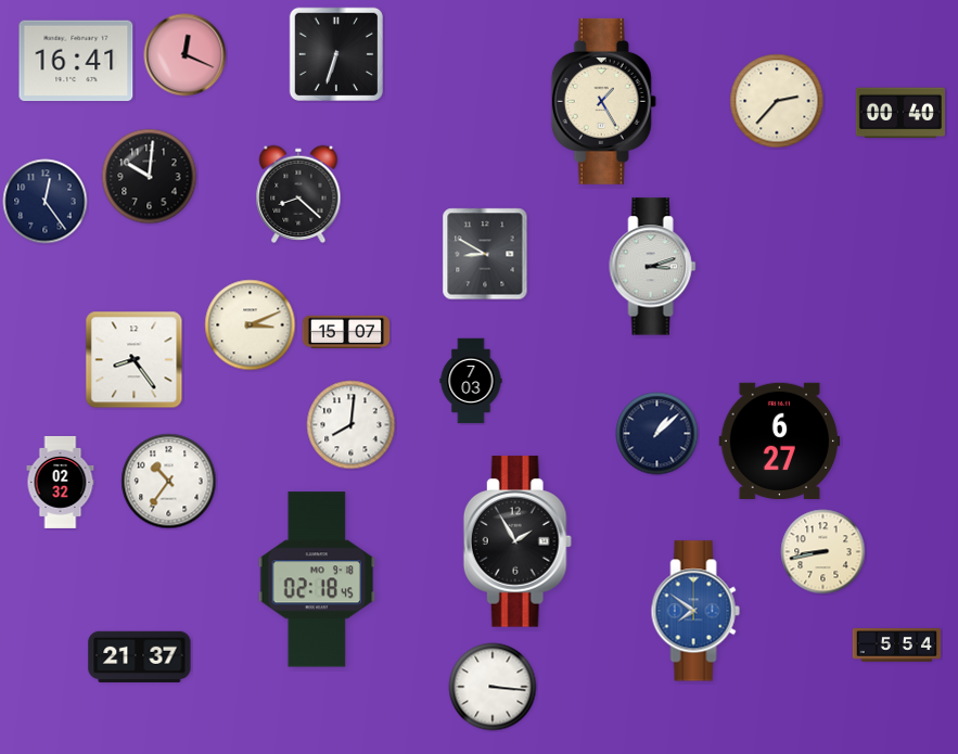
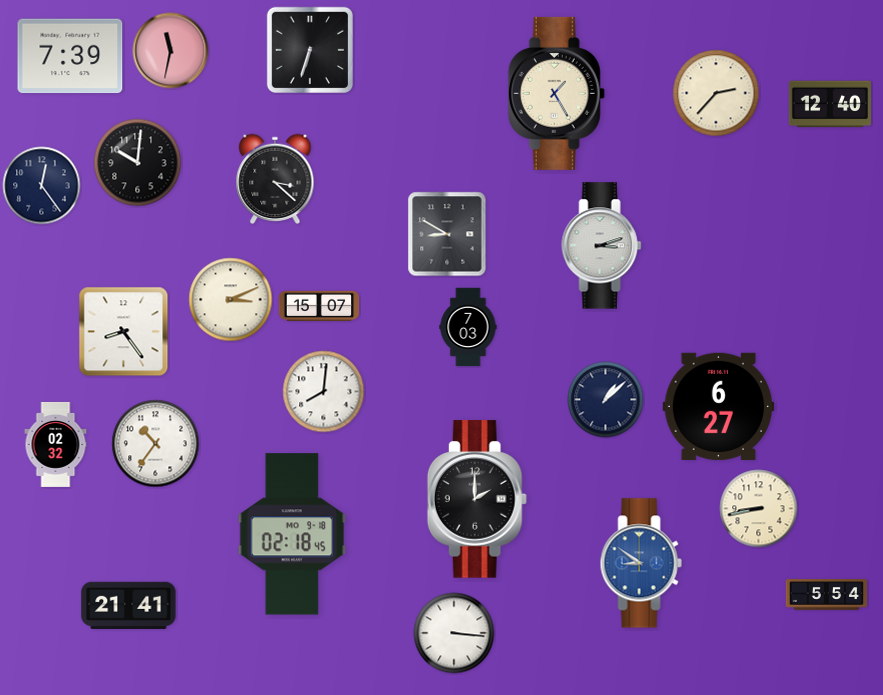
clock at (186, 55): 12:19 -> 11:32
clock at (76, 61): 16:41 -> 7:39
clock at (900, 113): 00:40 -> 12:40
clock at (298, 193): 8:22 -> 3:22
clock at (471, 381) position: (471, 381) -> (468, 327)
clock at (518, 541): 1:55 -> 2:00
clock at (695, 611): 7:51 -> 8:51
clock at (140, 656): 21:37 -> 21:41
